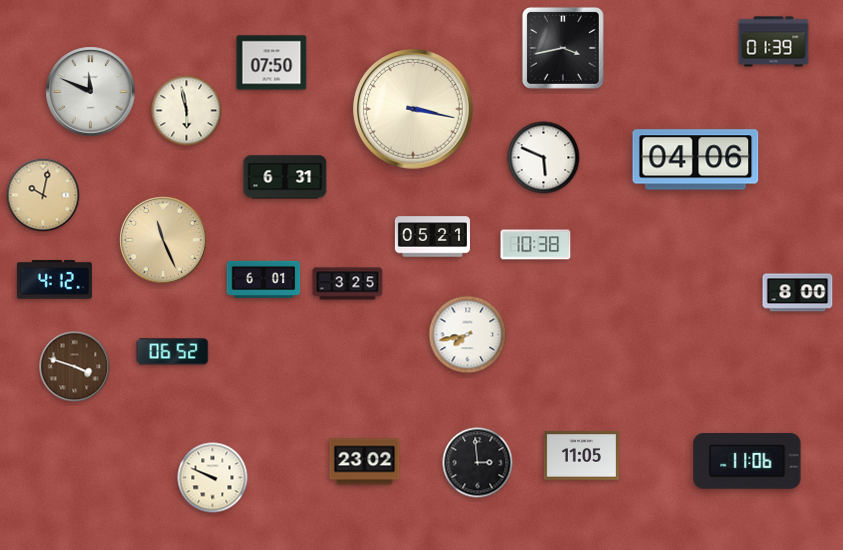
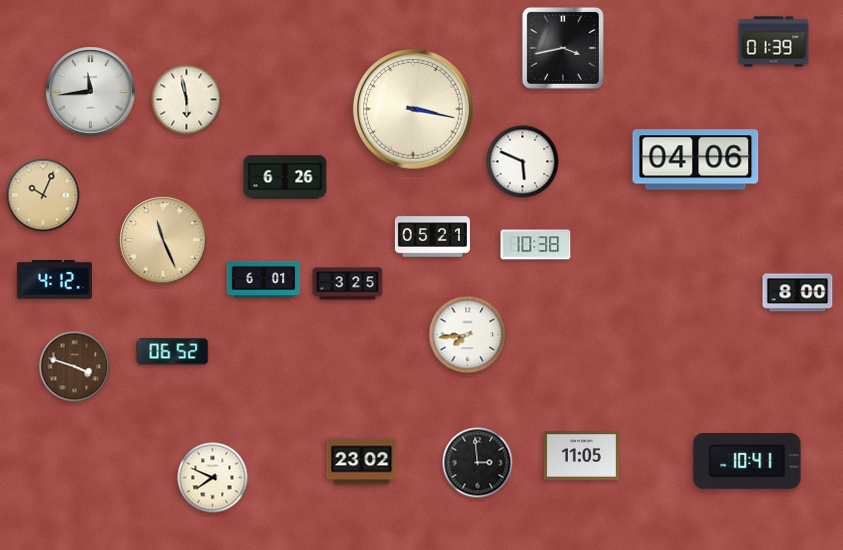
clock at (272, 63): 07:50 -> none
clock at (91, 92): 11:49 -> 11:44
clock at (187, 111) position: (187, 111) -> (187, 100)
clock at (544, 158) position: (544, 158) -> (523, 162)
clock at (285, 177): 6:31 -> 6:26
clock at (43, 195): 10:02 -> 10:04
clock at (468, 335): 7:43 -> 7:44
clock at (365, 462) position: (365, 462) -> (362, 462)
clock at (747, 462): 11:06 -> 10:41
clock at (213, 478): 9:49 -> 7:49
